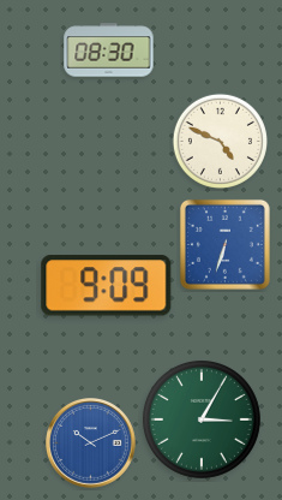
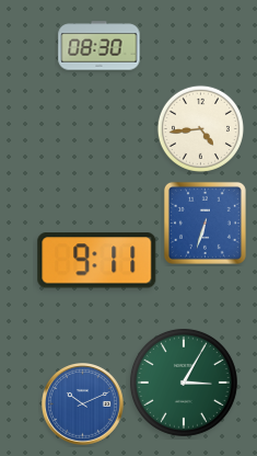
clock at (220, 141): 4:49 -> 4:44
clock at (107, 286): 9:09 -> 9:11
